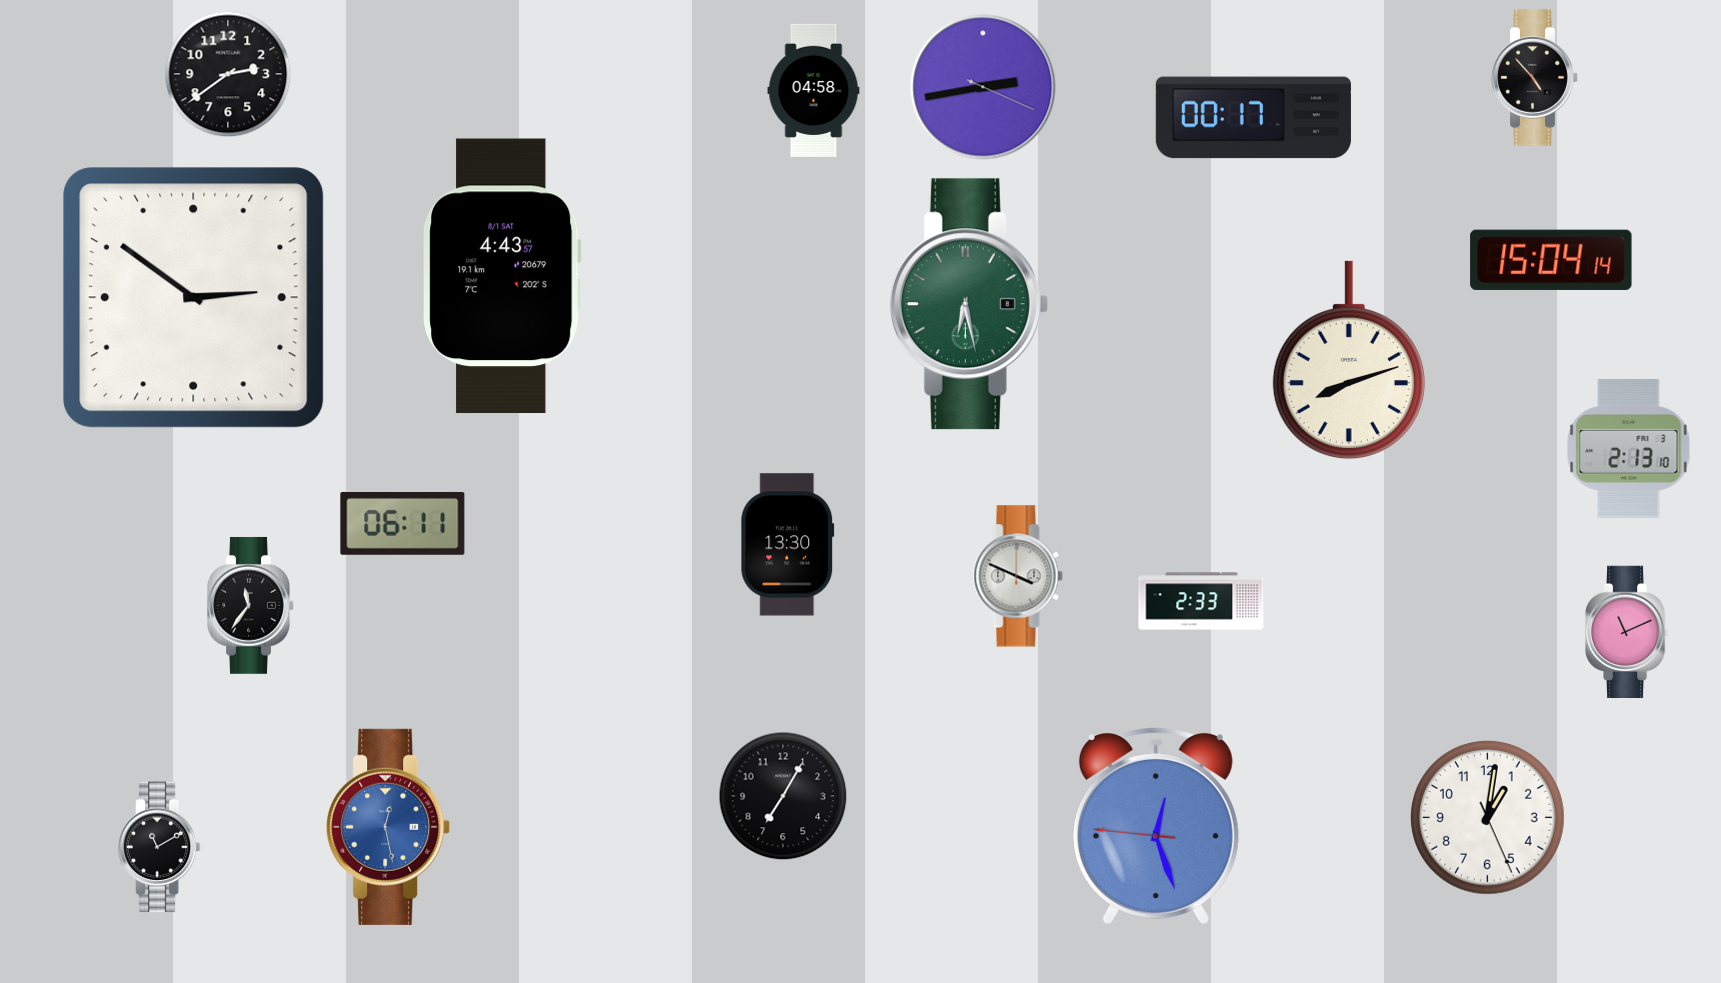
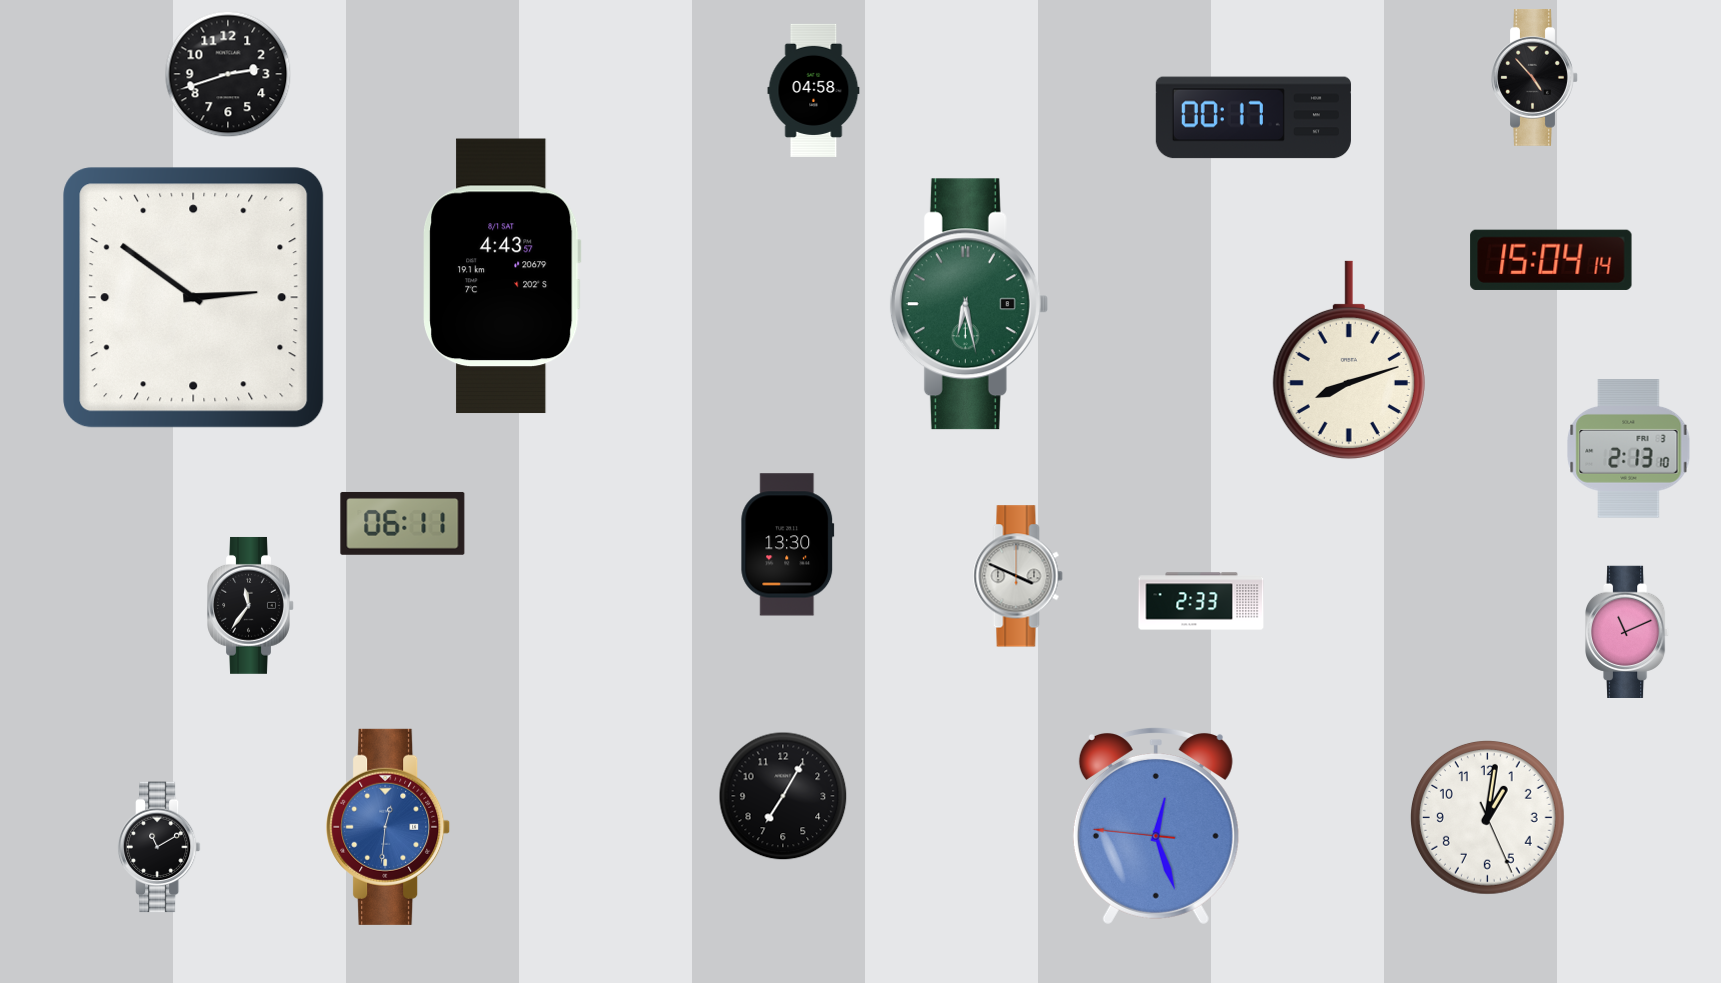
clock at (228, 74): 2:39 -> 2:42
clock at (983, 87): 2:43 -> none
clock at (389, 827): 12:28 -> 12:31
